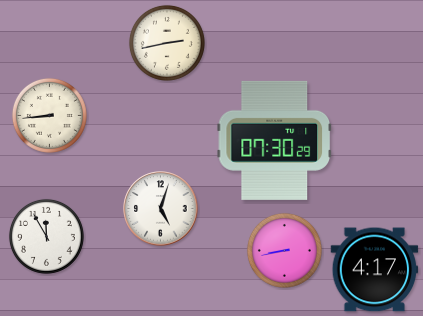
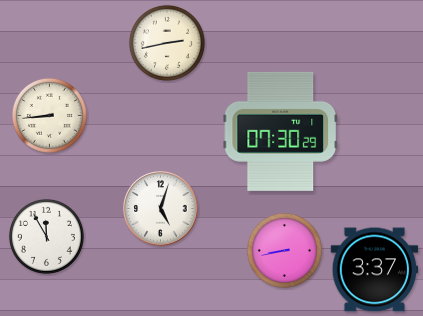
clock at (274, 140) position: (274, 140) -> (280, 131)
clock at (375, 270): 4:17 -> 3:37
